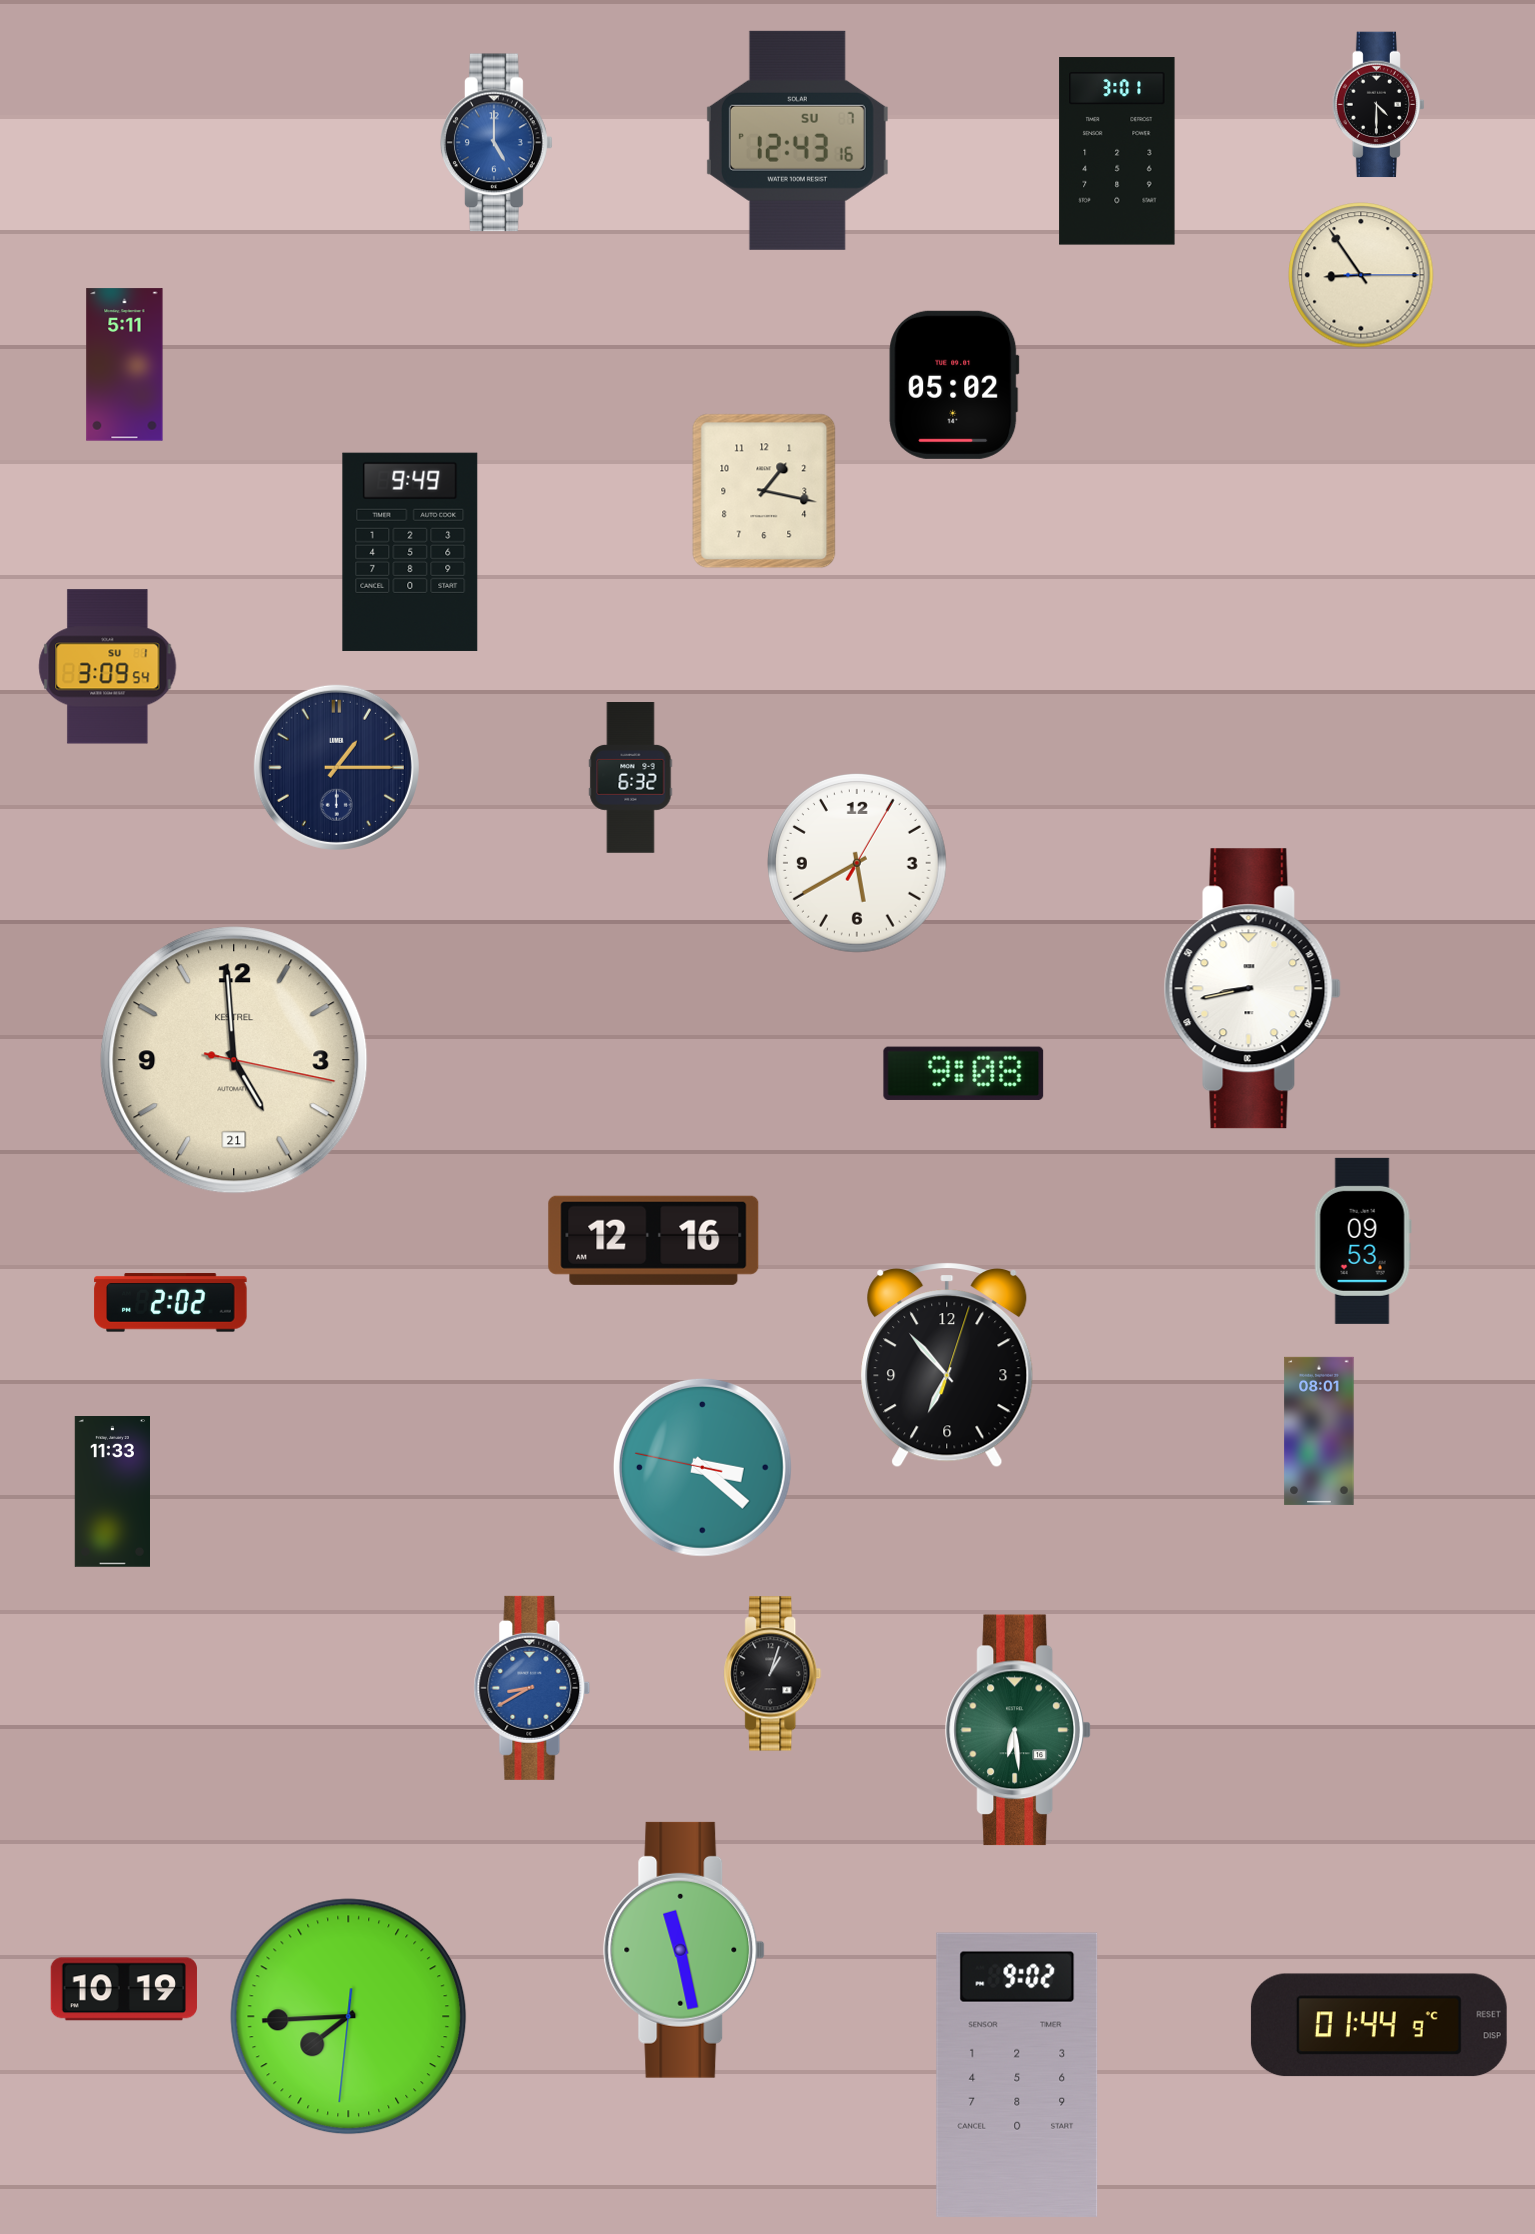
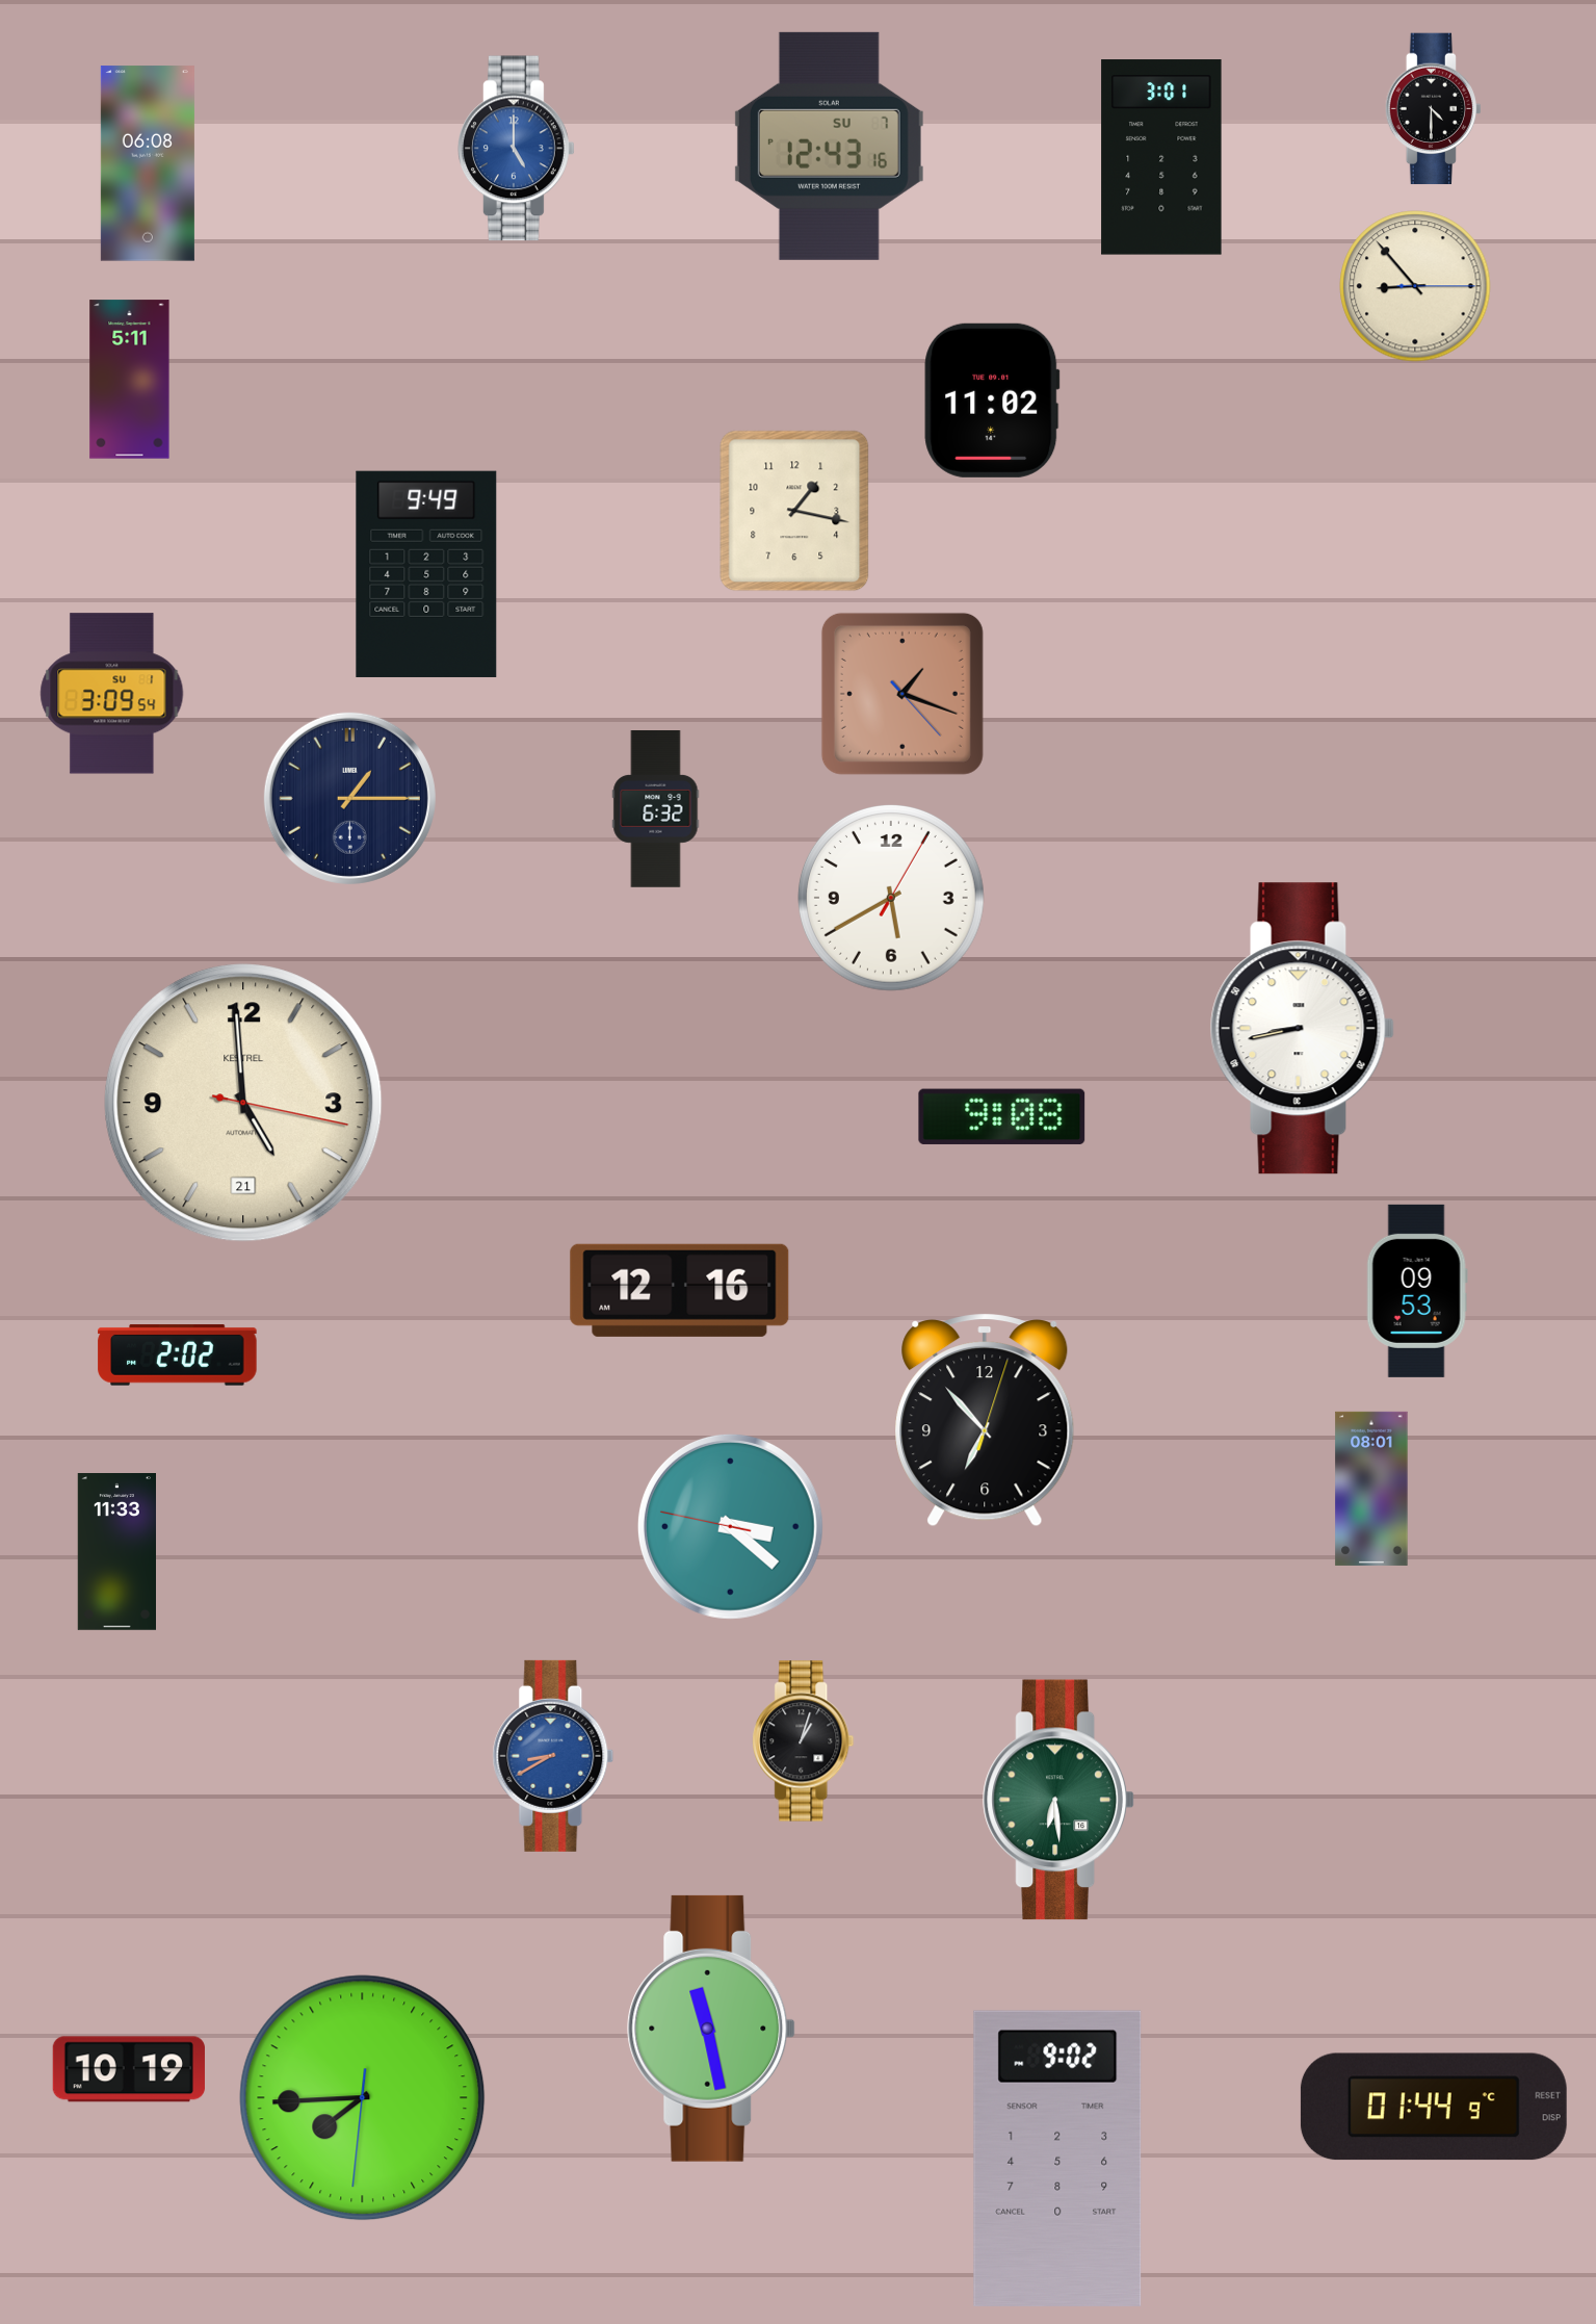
clock at (148, 163): none -> 06:08
clock at (1361, 275): 8:54 -> 8:53
clock at (954, 385): 05:02 -> 11:02
clock at (902, 694): none -> 1:18
